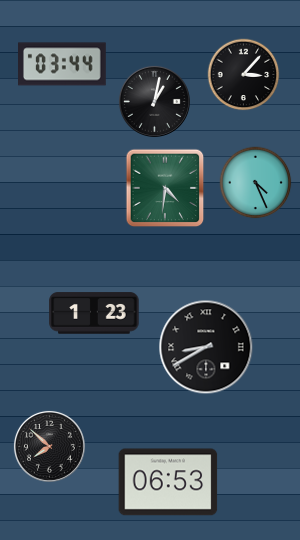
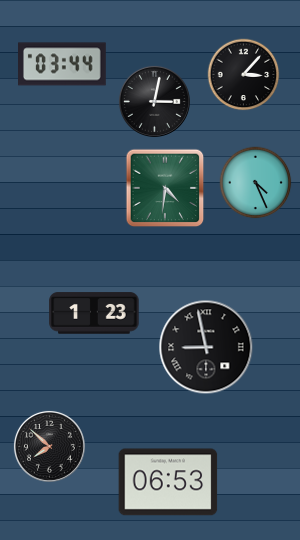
clock at (154, 101): 1:02 -> 3:02
clock at (206, 347): 8:40 -> 8:58
